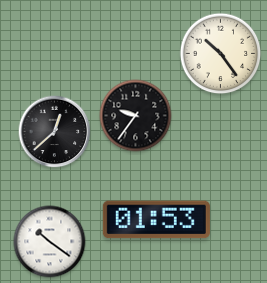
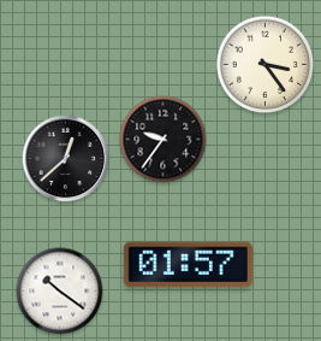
clock at (221, 54): 10:24 -> 3:24
clock at (156, 220): 01:53 -> 01:57
